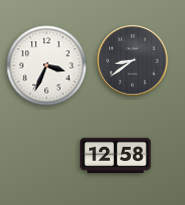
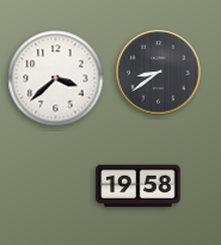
clock at (47, 66): 3:34 -> 3:38
clock at (116, 156): 12:58 -> 19:58
